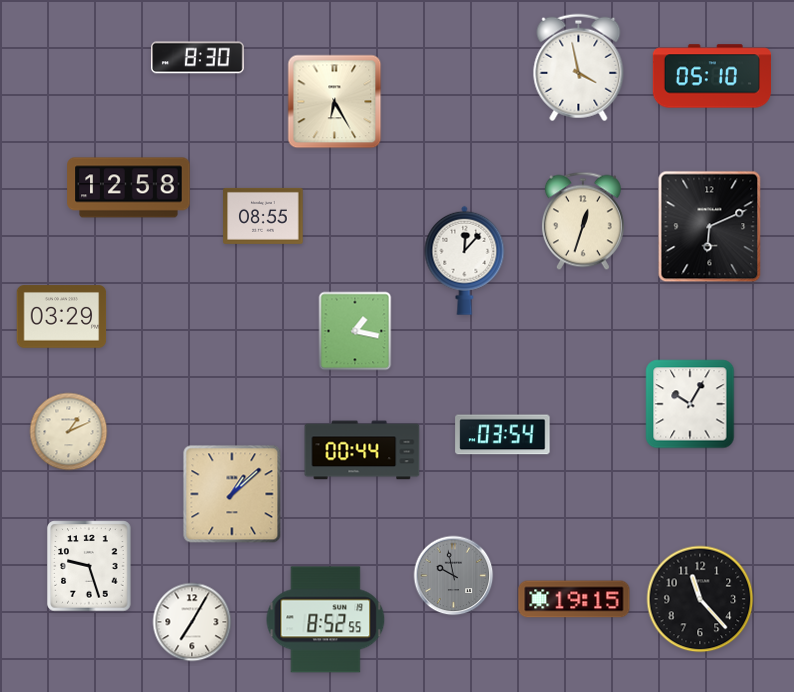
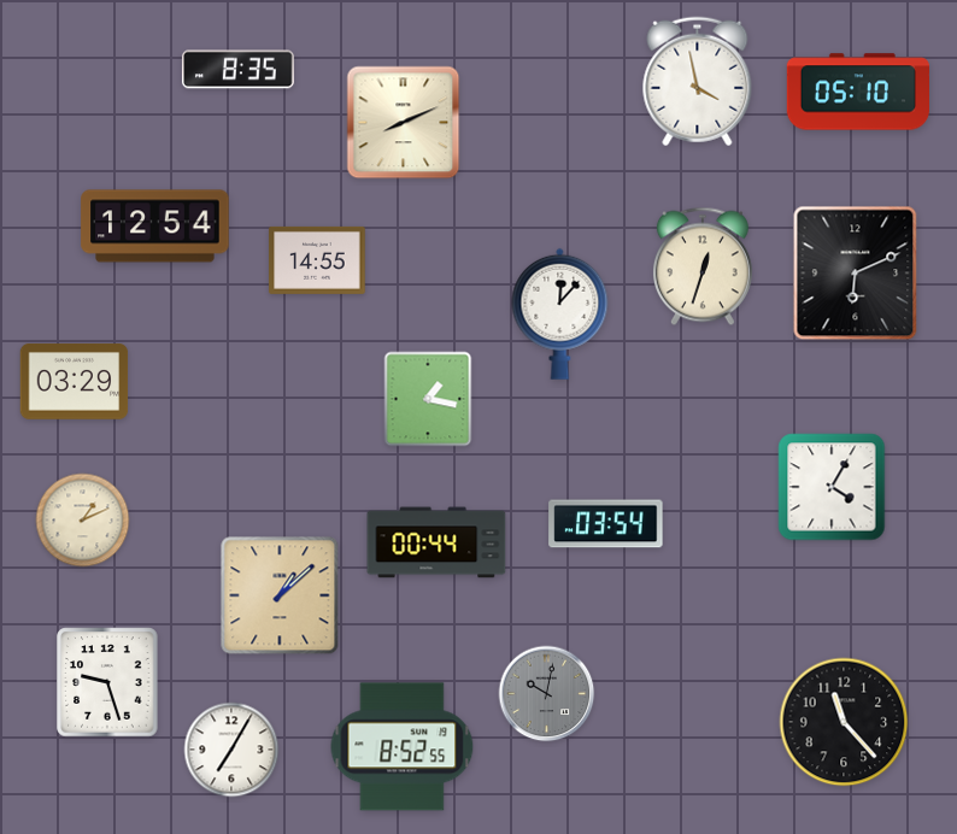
clock at (197, 58): 8:30 -> 8:35
clock at (335, 102): 6:25 -> 8:11
clock at (129, 188): 12:58 -> 12:54
clock at (263, 216): 08:55 -> 14:55
clock at (690, 404): 10:05 -> 4:05
clock at (454, 576): 9:58 -> 10:02
clock at (574, 599): 19:15 -> none
clock at (326, 620) position: (326, 620) -> (403, 747)
